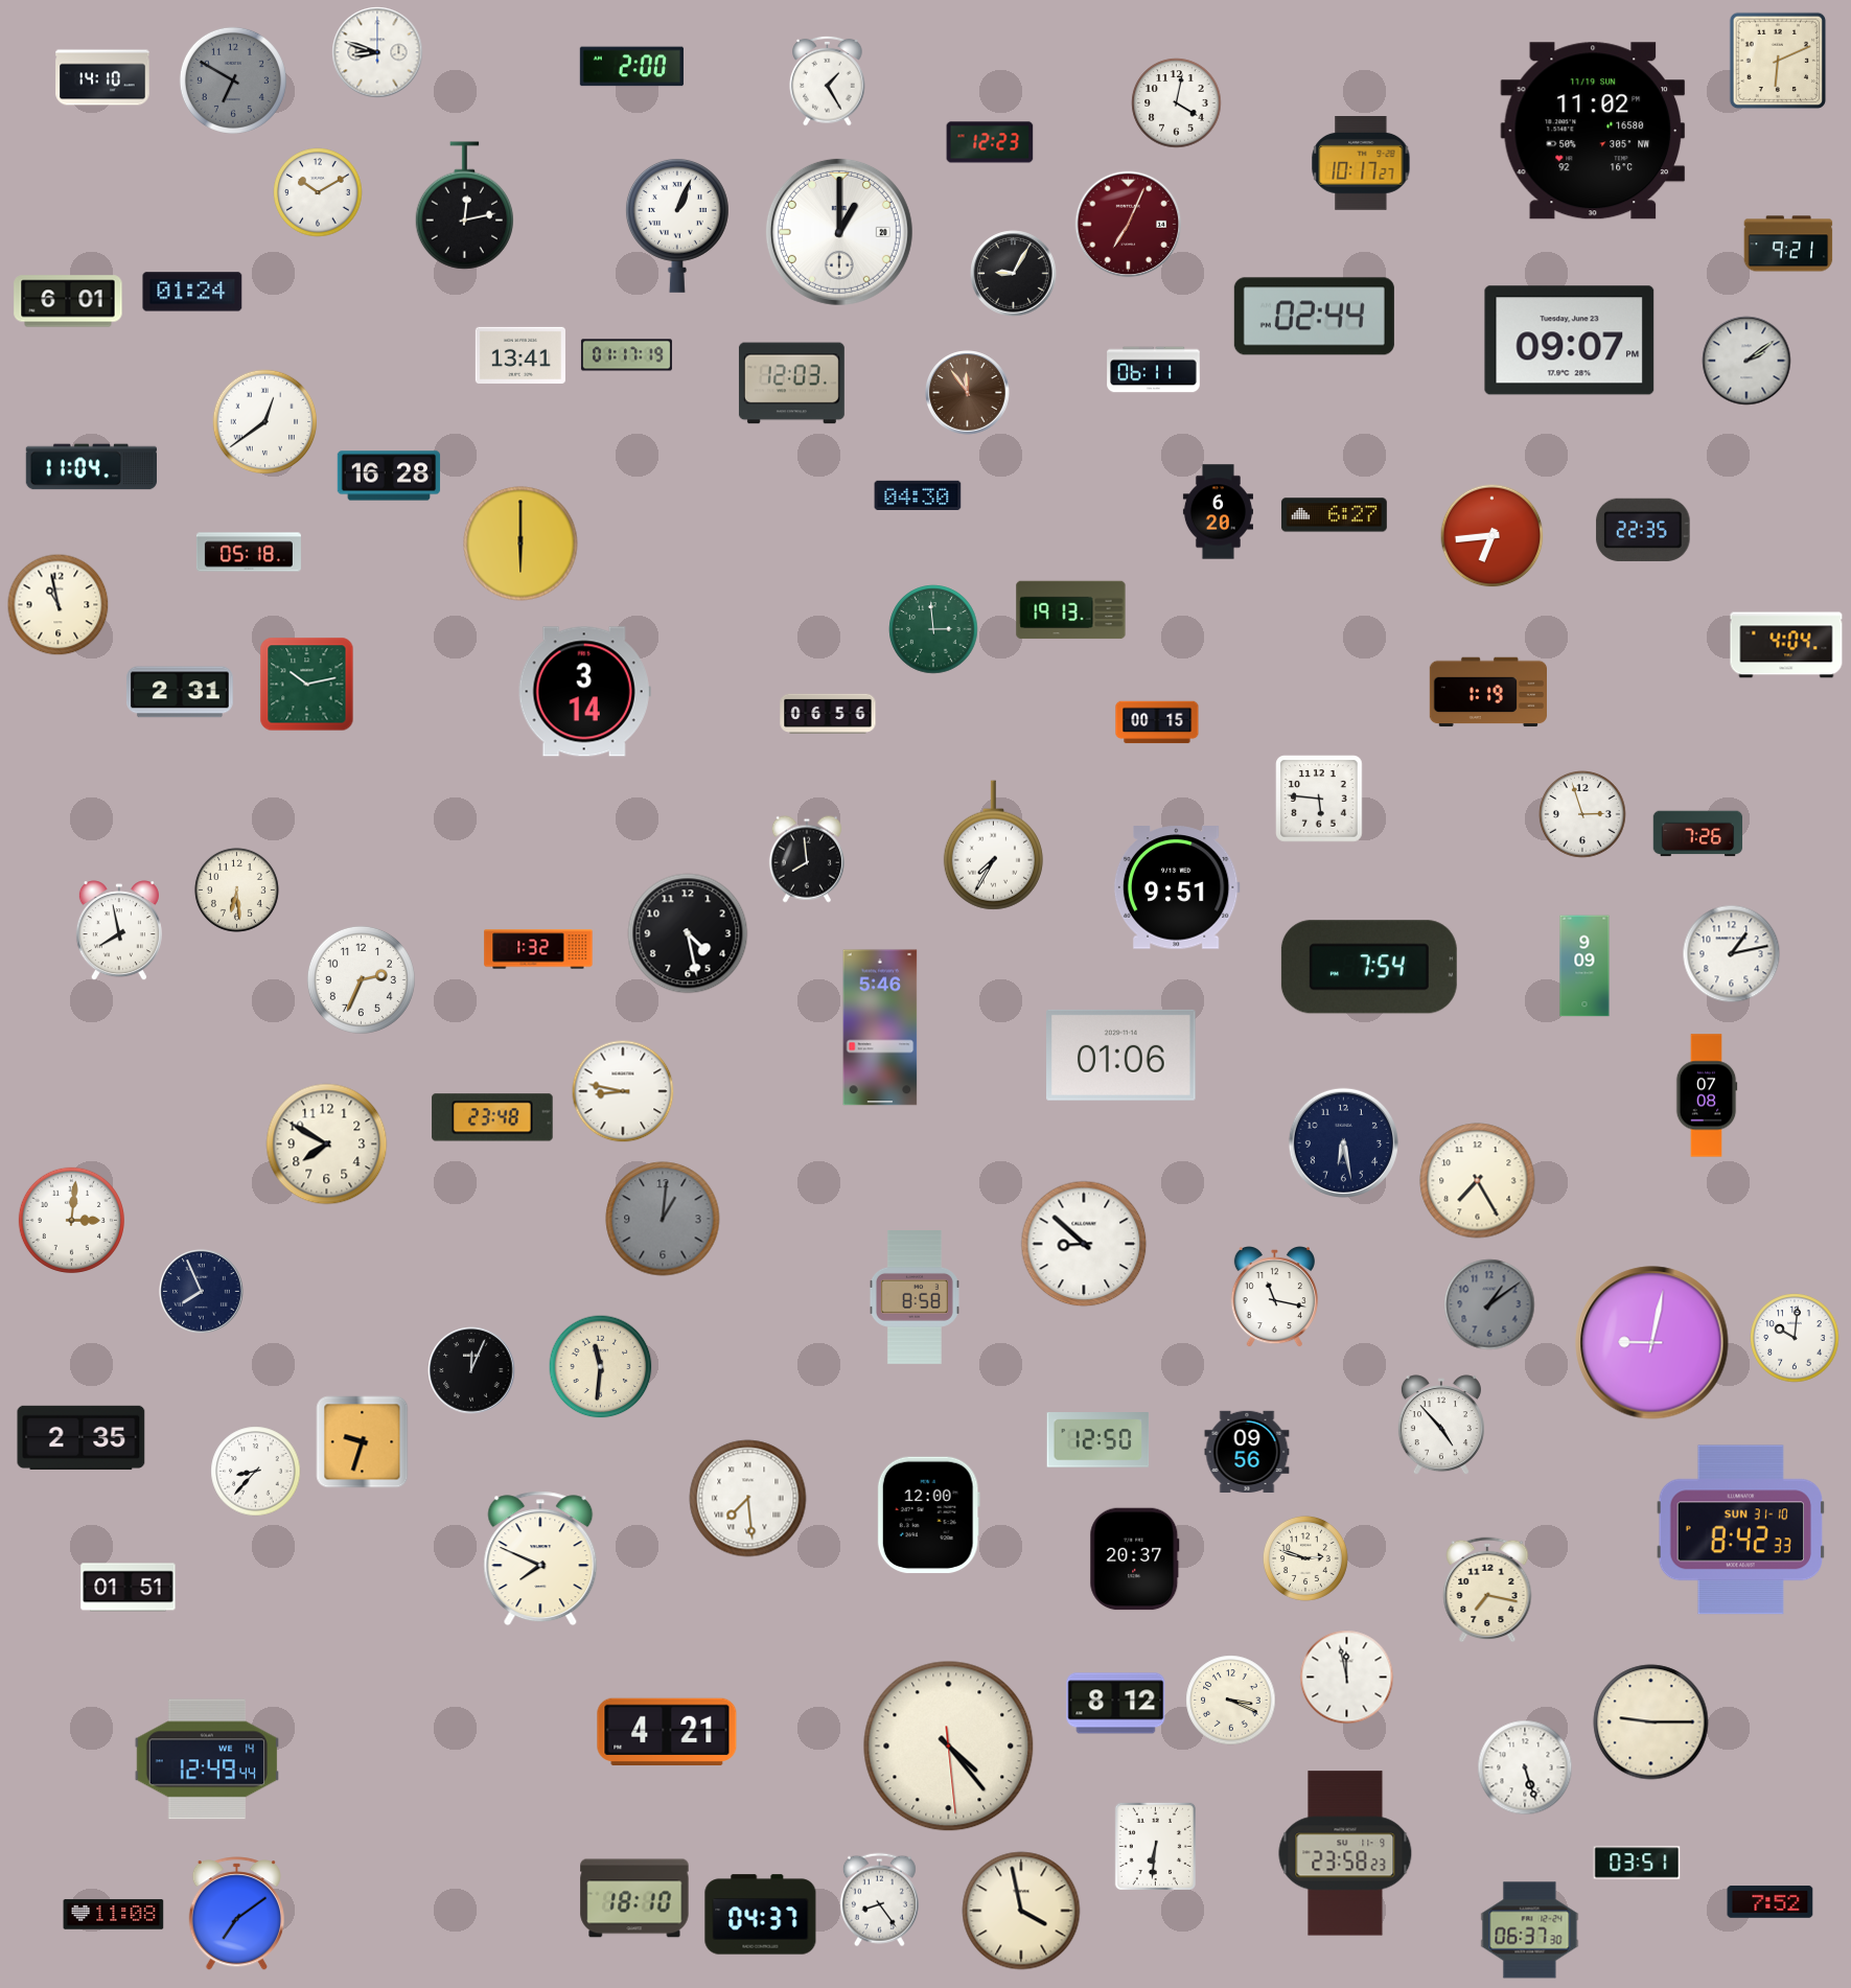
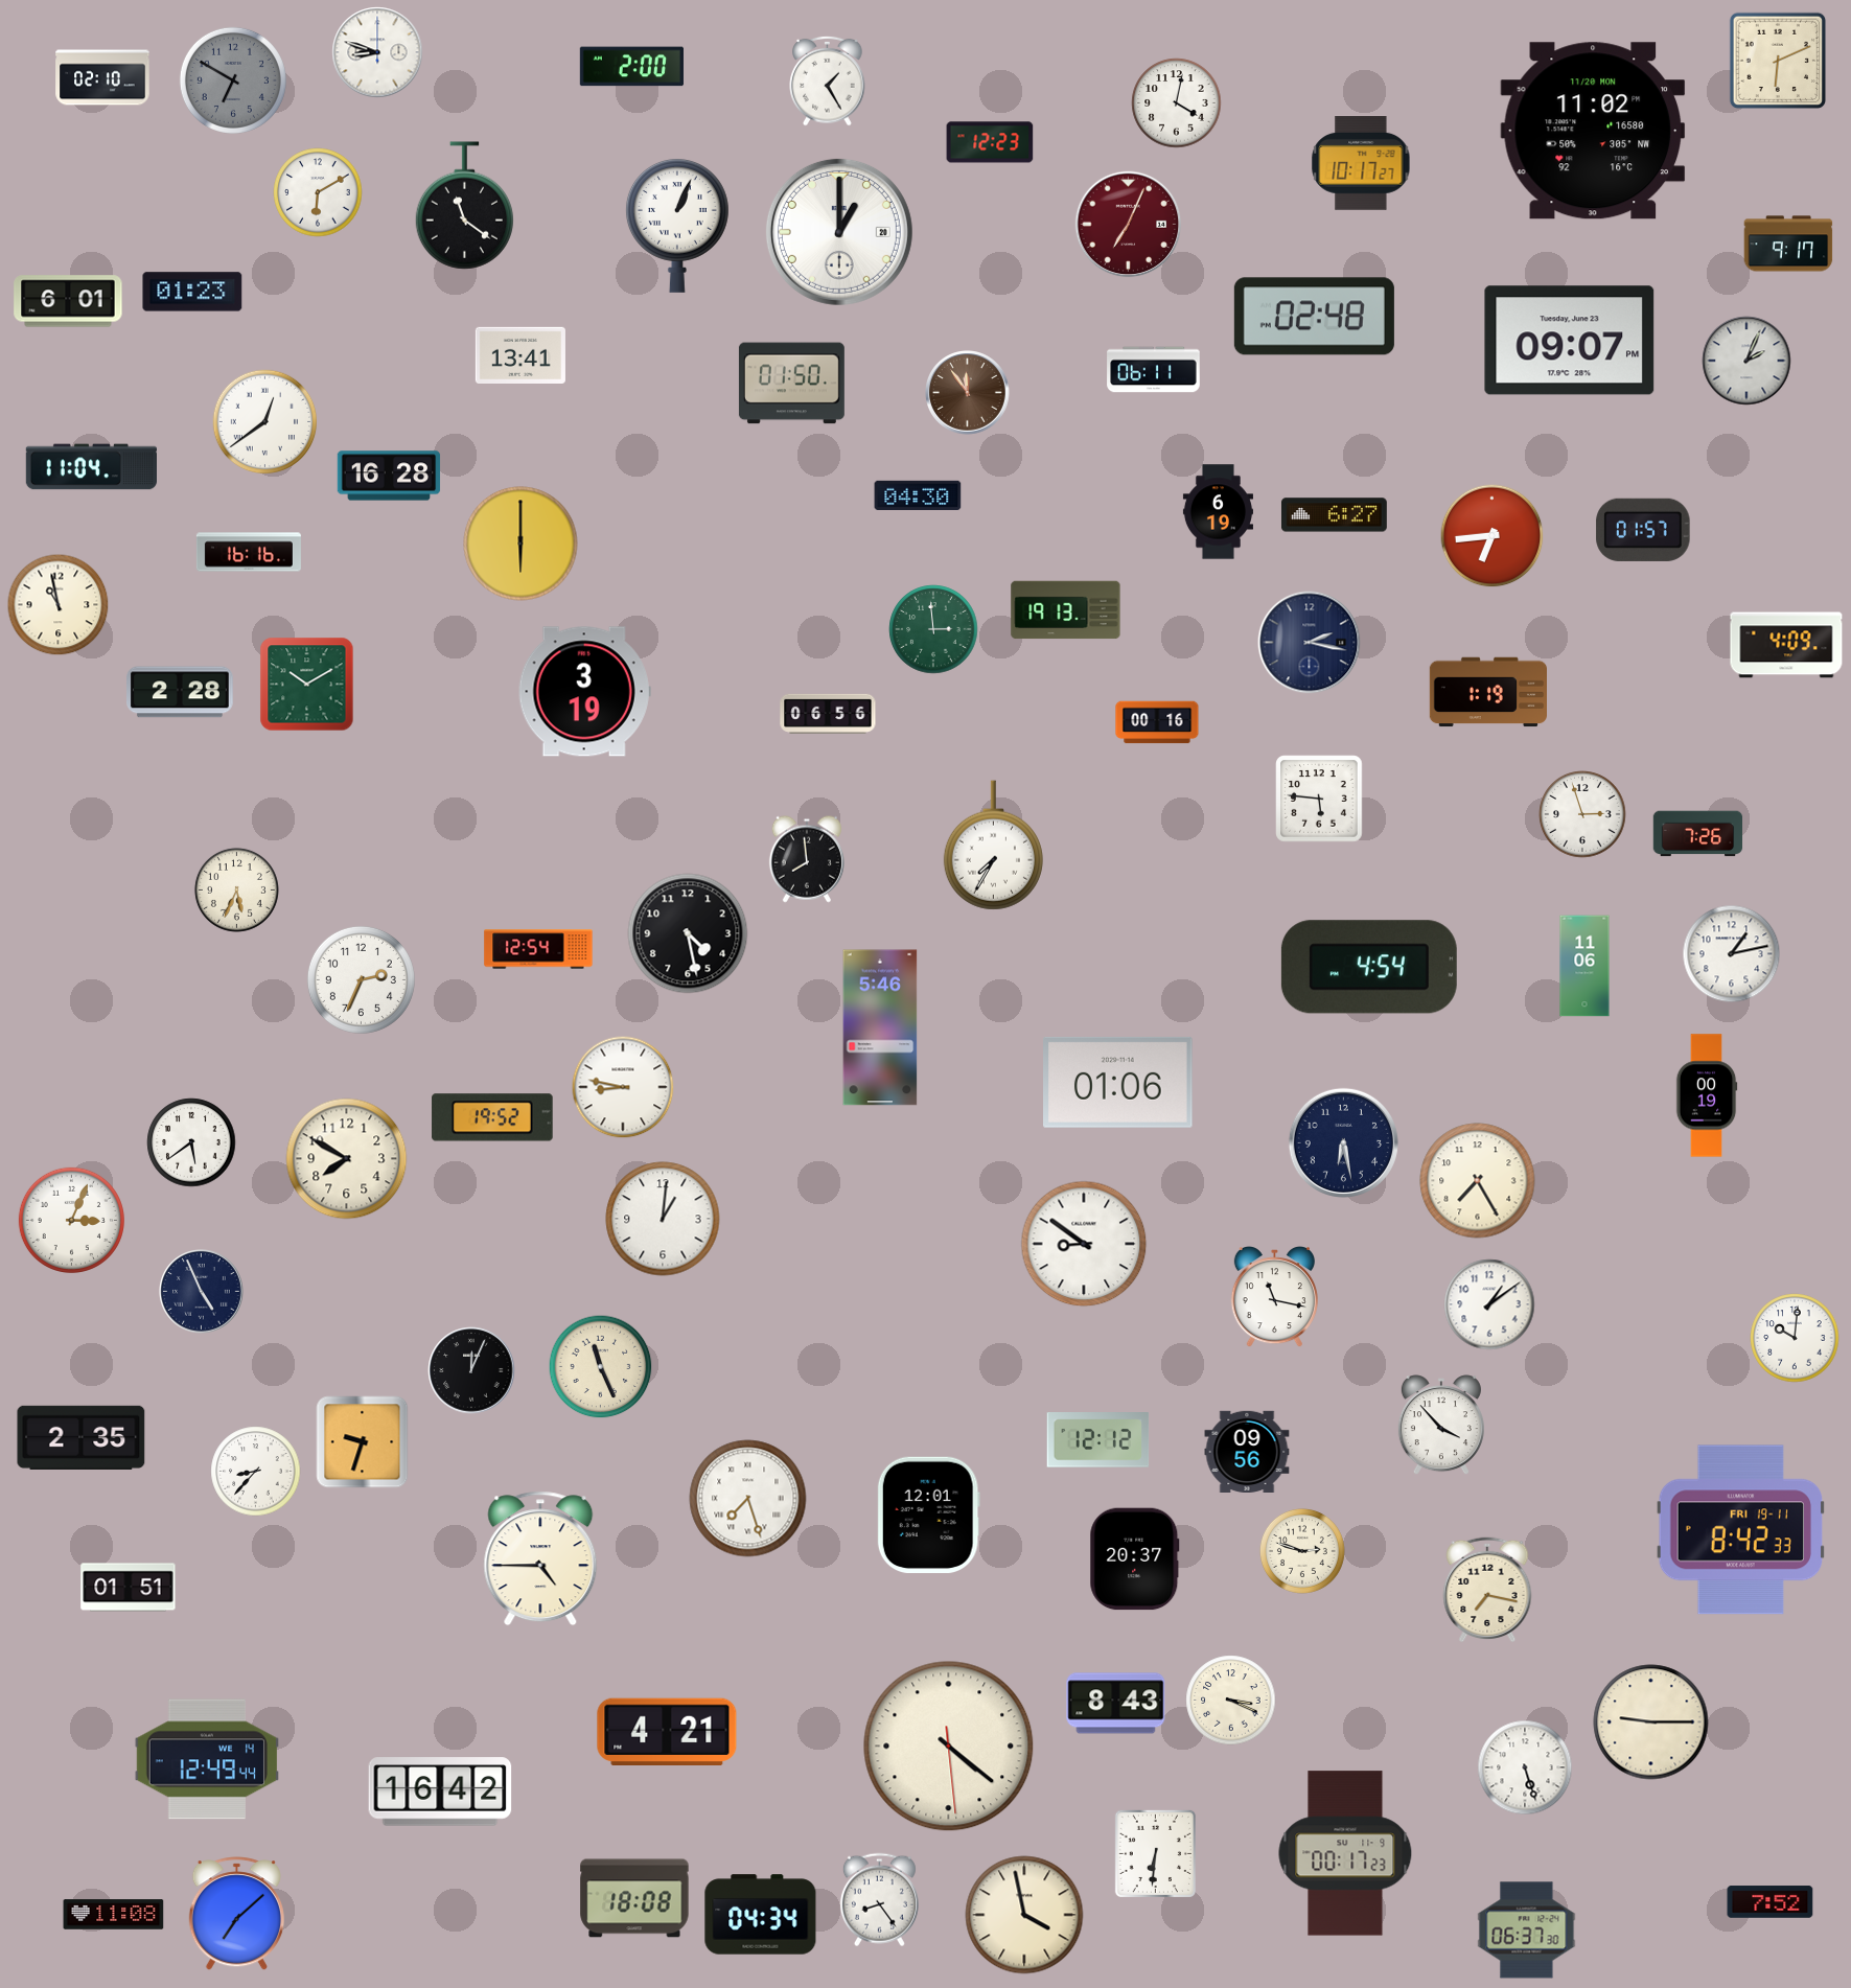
clock at (102, 77): 14:10 -> 02:10
clock at (1593, 131) date: 11/19 SUN -> 11/20 MON
clock at (318, 192): 10:10 -> 6:10
clock at (464, 206): 12:13 -> 11:21
clock at (1788, 244): 9:21 -> 9:17
clock at (1014, 274): 9:05 -> none
clock at (192, 292): 01:24 -> 01:23
clock at (1314, 317): 02:44 -> 02:48
clock at (626, 355): 01:17 -> none
clock at (1746, 361): 2:09 -> 2:04
clock at (791, 384): 12:03 -> 01:50
clock at (1218, 512): 6:20 -> 6:19
clock at (1643, 530): 22:35 -> 01:57
clock at (249, 552): 05:18 -> 16:16
clock at (1071, 610) position: (1071, 610) -> (1066, 610)
clock at (1310, 643): none -> 2:17
clock at (1786, 645): 4:04 -> 4:09
clock at (307, 685): 10:13 -> 10:10
clock at (181, 692): 2:31 -> 2:28
clock at (584, 692): 3:14 -> 3:19
clock at (1157, 722): 00:15 -> 00:16
clock at (1177, 887): 9:51 -> none
clock at (236, 889): 6:29 -> 5:34
clock at (119, 931): 7:58 -> none
clock at (538, 949): 1:32 -> 12:54
clock at (1584, 966): 9:09 -> 11:06
clock at (1369, 967): 7:54 -> 4:54
clock at (1121, 1055) position: (1121, 1055) -> (1118, 1082)
clock at (623, 1091) position: (623, 1091) -> (623, 1087)
clock at (1707, 1095): 07:08 -> 00:19
clock at (492, 1117): 23:48 -> 19:52
clock at (191, 1142): none -> 5:39
clock at (327, 1145) position: (327, 1145) -> (347, 1159)
clock at (663, 1219) dial: grey -> white
clock at (71, 1220): 3:01 -> 3:04
clock at (1084, 1244): 8:52 -> 8:51
clock at (202, 1292): 7:56 -> 4:56
clock at (915, 1298): 8:58 -> none
clock at (1489, 1304) dial: grey -> white
clock at (1652, 1343): 9:02 -> none
clock at (601, 1367): 11:31 -> 11:26
clock at (1441, 1426): 4:53 -> 3:53
clock at (1098, 1440): 12:50 -> 12:12
clock at (748, 1499): 7:29 -> 7:27
clock at (928, 1516): 12:00 -> 12:01
clock at (1740, 1530) date: SUN 31-10 -> FRI 19-11
clock at (540, 1558): 7:49 -> 4:45
clock at (1305, 1558) position: (1305, 1558) -> (1302, 1551)
clock at (1347, 1678): 11:58 -> none
clock at (1116, 1704): 8:12 -> 8:43
clock at (949, 1747): 4:23 -> 4:21
clock at (440, 1791): none -> 16:42
clock at (1155, 1846) position: (1155, 1846) -> (1155, 1853)
clock at (1345, 1853): 23:58 -> 00:17
clock at (1637, 1863): 03:51 -> none
clock at (634, 1898): 18:10 -> 18:08
clock at (1021, 1911) position: (1021, 1911) -> (1024, 1915)
clock at (236, 1914): 7:09 -> 7:08
clock at (761, 1915): 04:37 -> 04:34
clock at (1530, 1931) position: (1530, 1931) -> (1527, 1931)
